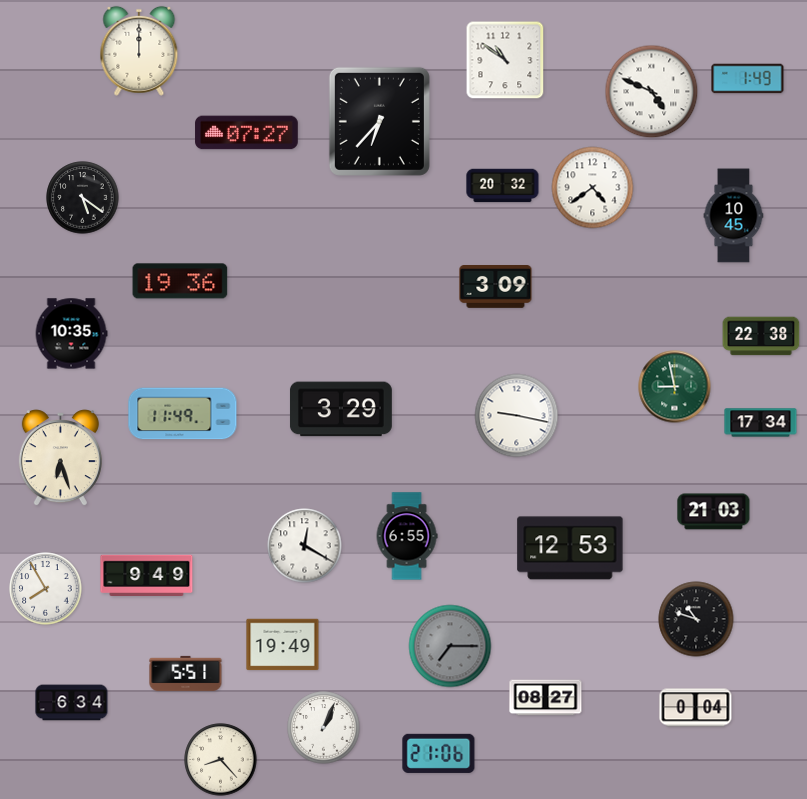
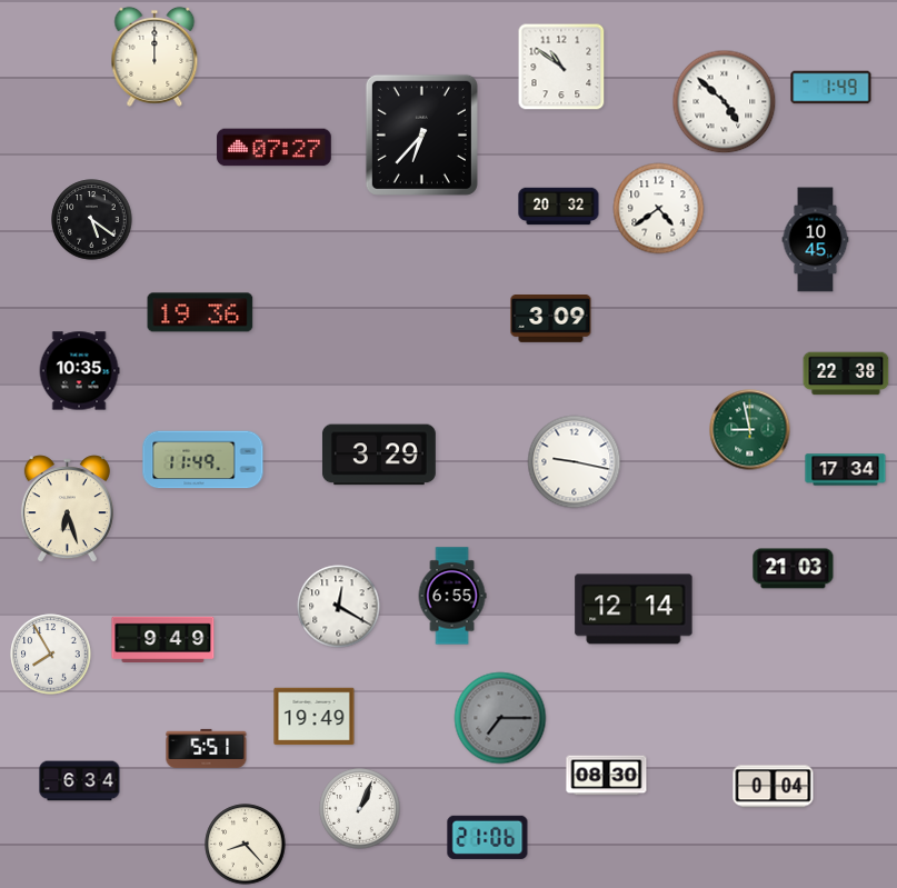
clock at (652, 92): 4:49 -> 4:52
clock at (570, 548): 12:53 -> 12:14
clock at (696, 619): 10:48 -> none
clock at (546, 698): 08:27 -> 08:30
